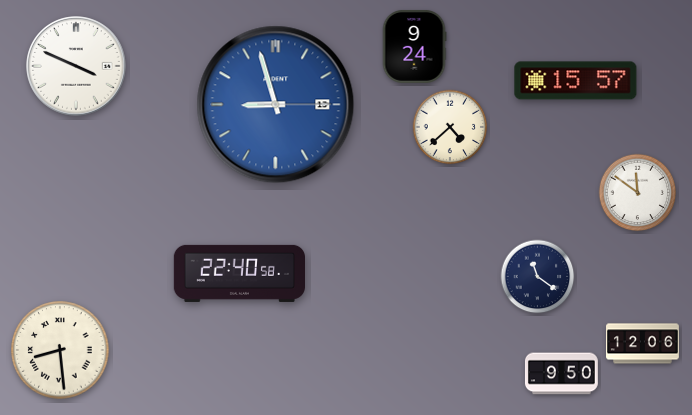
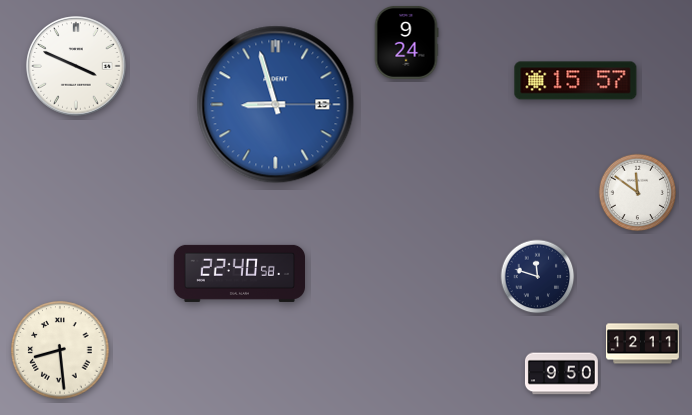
clock at (414, 46) position: (414, 46) -> (406, 42)
clock at (450, 127): 4:38 -> none
clock at (538, 277): 11:21 -> 11:48
clock at (643, 344): 12:06 -> 12:11
